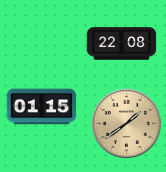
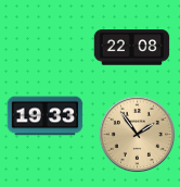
clock at (42, 107): 01:15 -> 19:33
clock at (127, 124): 1:39 -> 1:54
